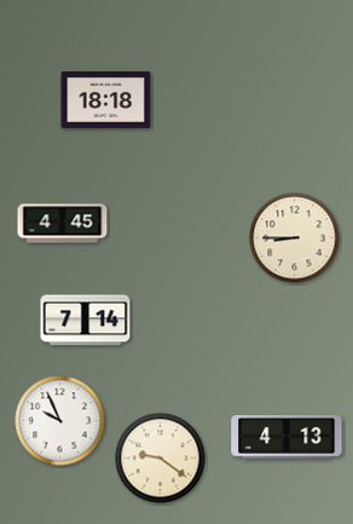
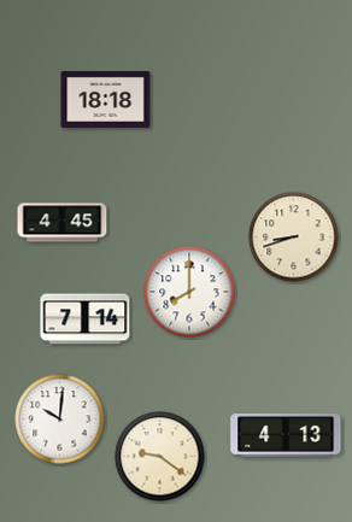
clock at (295, 238): 8:45 -> 8:42
clock at (189, 292): none -> 8:00
clock at (60, 421): 9:56 -> 10:01
